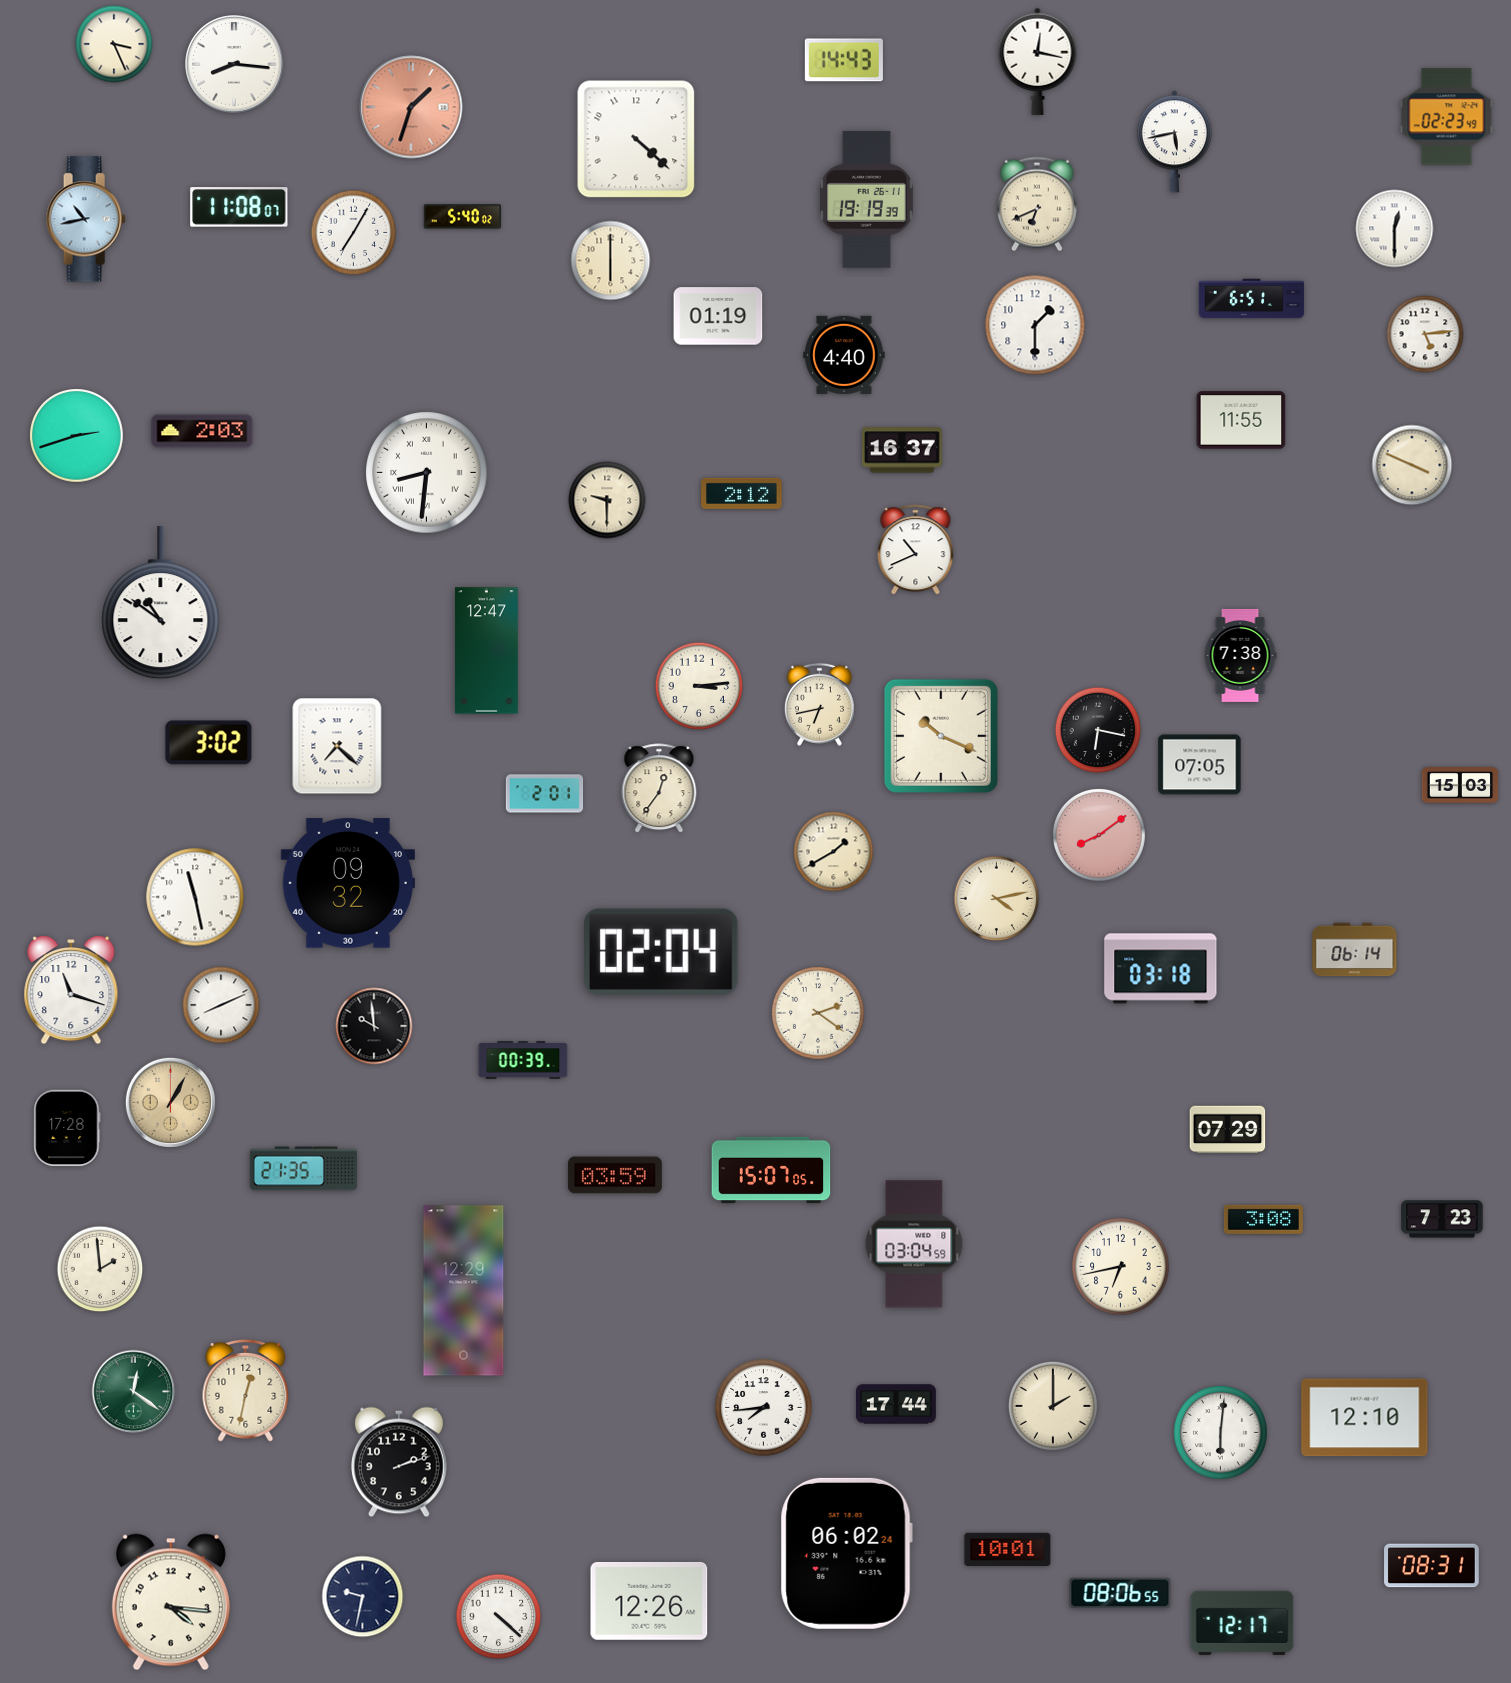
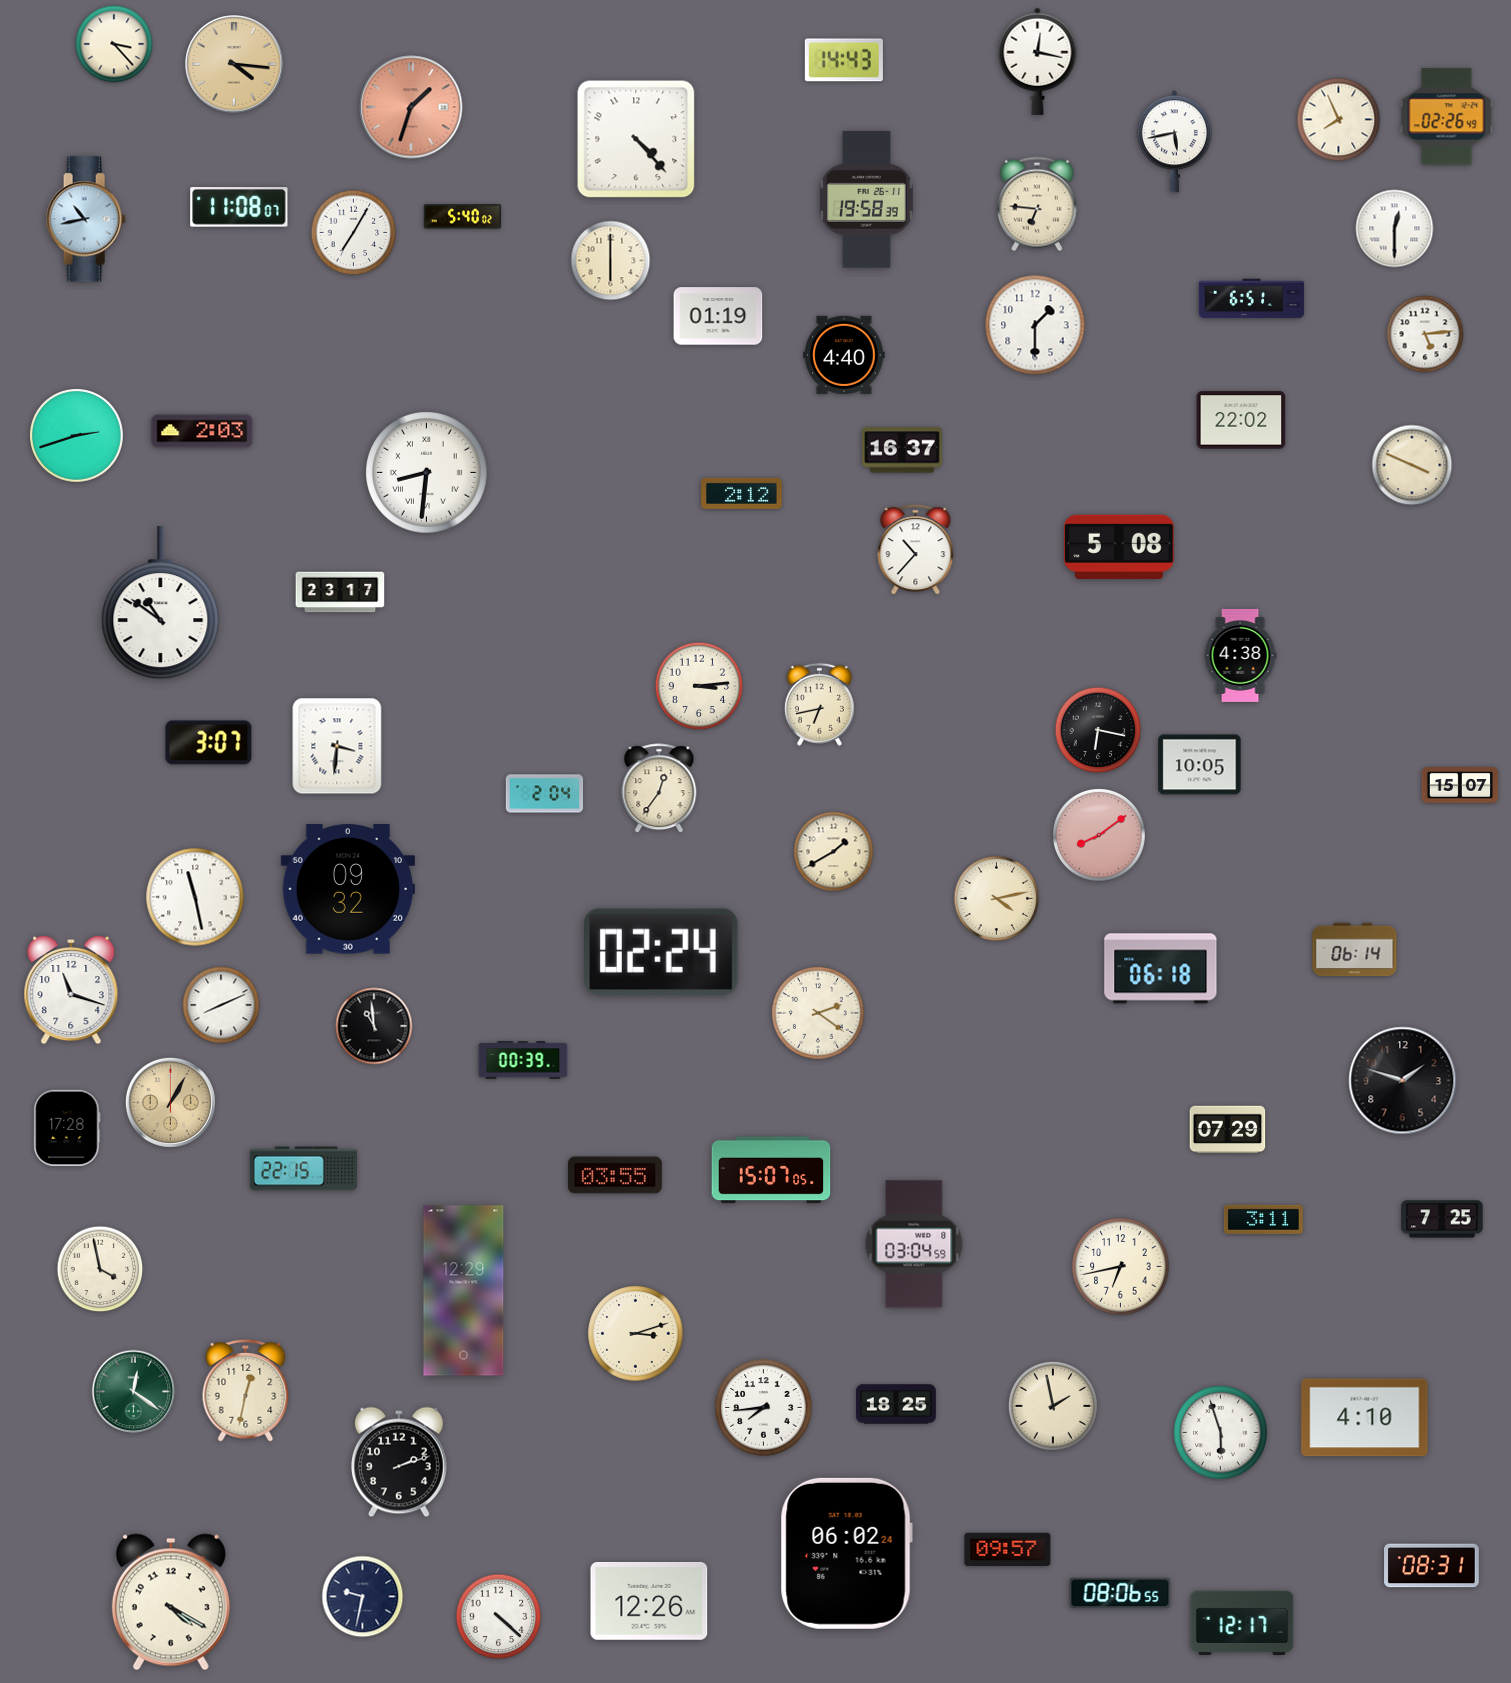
clock at (114, 44): 3:26 -> 3:23
clock at (234, 64): 8:16 -> 4:16
clock at (234, 64) dial: white -> champagne
clock at (1447, 117): 02:23 -> 02:26
clock at (1339, 120): none -> 7:56
clock at (636, 139): 4:22 -> 4:23
clock at (866, 199): 19:19 -> 19:58
clock at (1037, 204): 6:41 -> 6:46
clock at (1241, 420): 11:55 -> 22:02
clock at (607, 500): 9:30 -> none
clock at (1119, 546): none -> 5:08
clock at (916, 550): 10:41 -> 10:37
clock at (340, 592): none -> 23:17
clock at (487, 651): 12:47 -> none
clock at (1240, 655): 7:38 -> 4:38
clock at (941, 736): 10:19 -> none
clock at (209, 743): 3:02 -> 3:07
clock at (337, 746): 7:22 -> 3:31
clock at (1200, 765): 07:05 -> 10:05
clock at (1460, 786): 15:03 -> 15:07
clock at (545, 794): 2:01 -> 2:04
clock at (348, 883) position: (348, 883) -> (348, 889)
clock at (662, 951): 02:04 -> 02:24
clock at (1161, 969): 03:18 -> 06:18
clock at (374, 1026): 9:59 -> 10:59
clock at (1403, 1081): none -> 1:48
clock at (303, 1169): 21:35 -> 22:15
clock at (615, 1175): 03:59 -> 03:55
clock at (1263, 1219): 3:08 -> 3:11
clock at (1442, 1219): 7:23 -> 7:25
clock at (100, 1269): 1:59 -> 3:58
clock at (636, 1334): none -> 3:12
clock at (897, 1404): 17:44 -> 18:25
clock at (1053, 1406): 2:00 -> 1:58
clock at (1365, 1418): 12:10 -> 4:10
clock at (1221, 1433): 6:01 -> 5:57
clock at (1008, 1549): 10:01 -> 09:57
clock at (171, 1602): 4:16 -> 4:20
